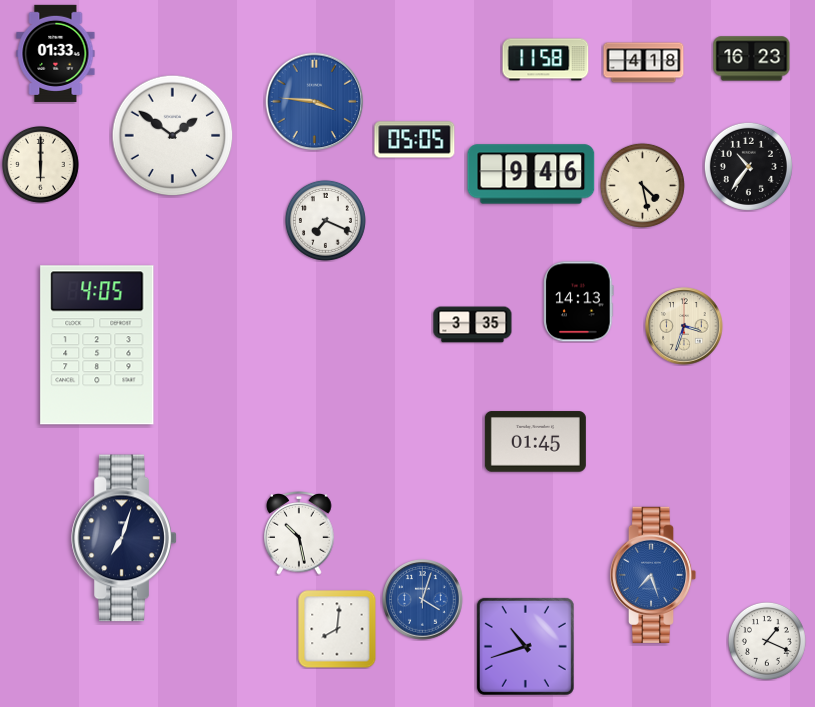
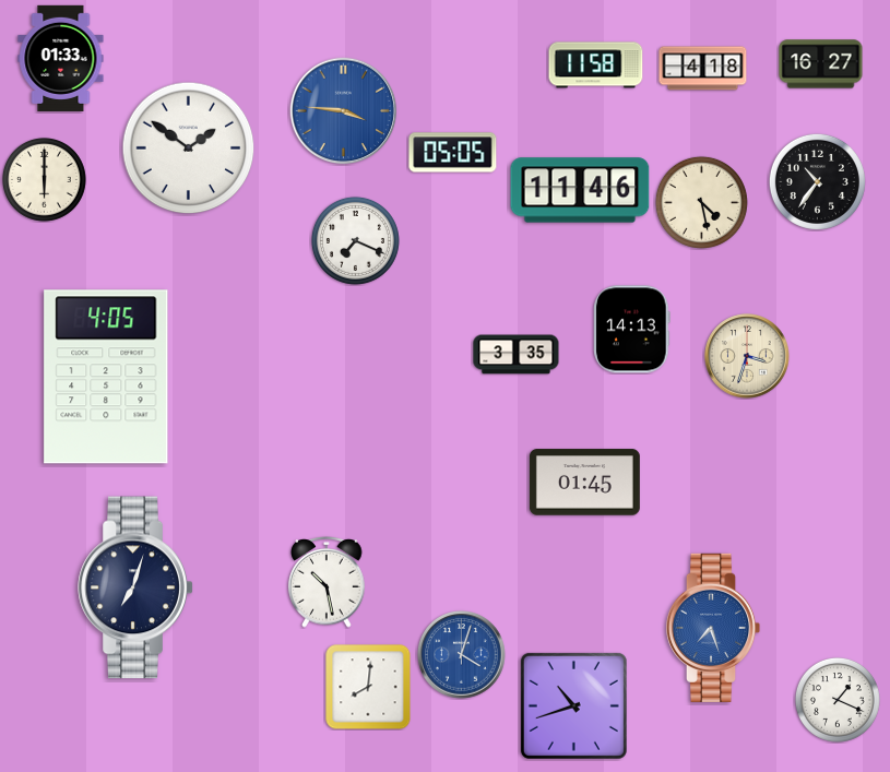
clock at (752, 59): 16:23 -> 16:27
clock at (531, 174): 9:46 -> 11:46
